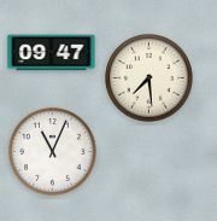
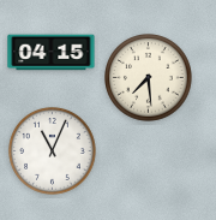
clock at (52, 53): 09:47 -> 04:15
